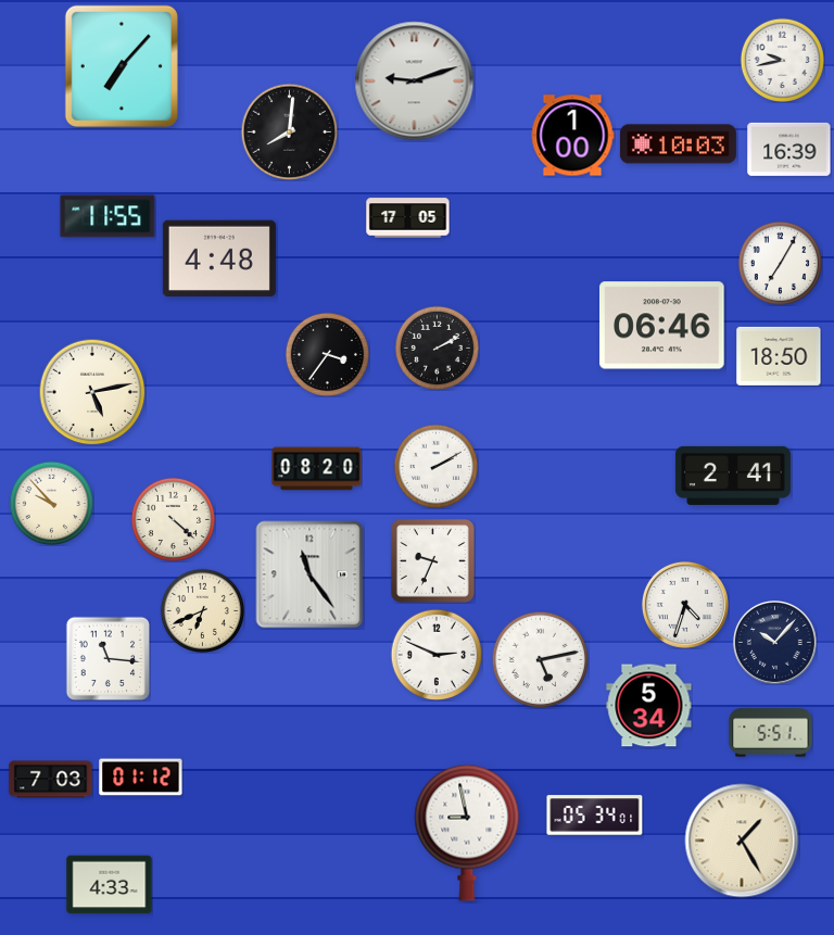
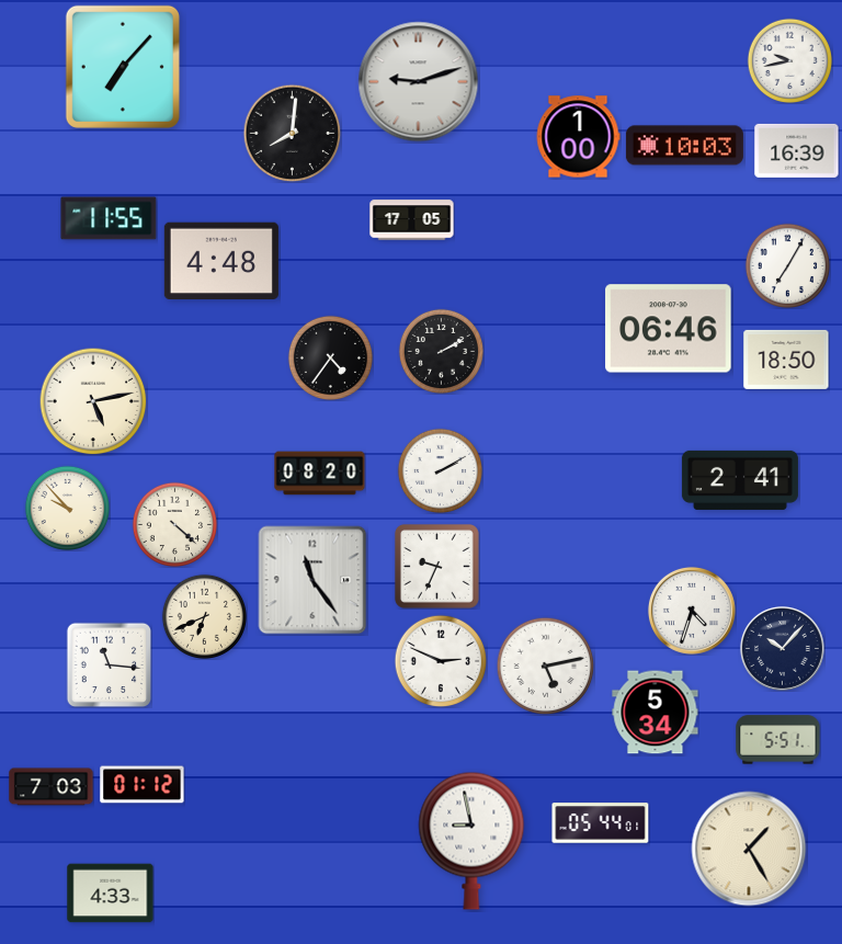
clock at (327, 354): 3:36 -> 4:36
clock at (92, 392) position: (92, 392) -> (93, 401)
clock at (51, 503) position: (51, 503) -> (67, 508)
clock at (595, 816): 05:34 -> 05:44
